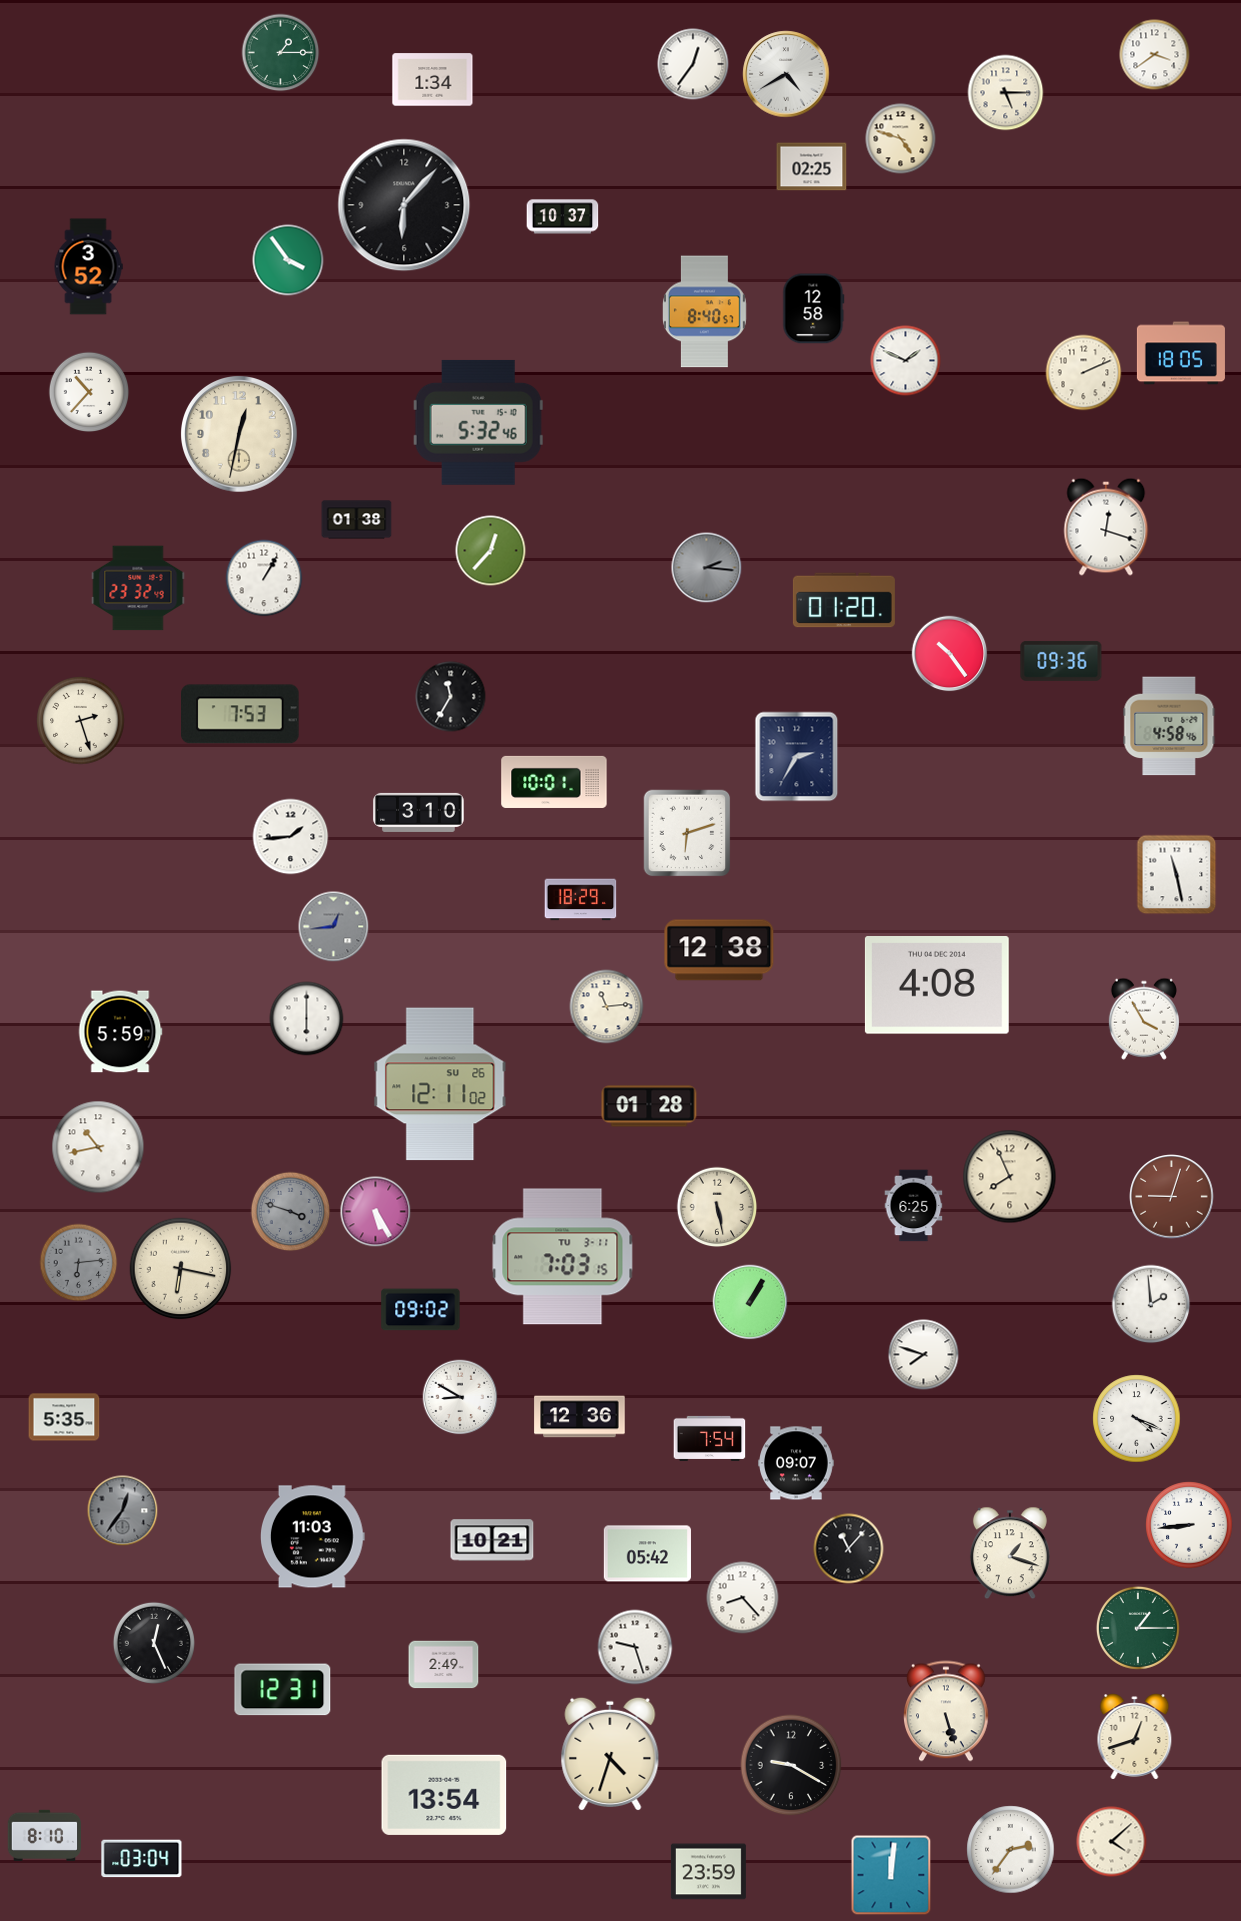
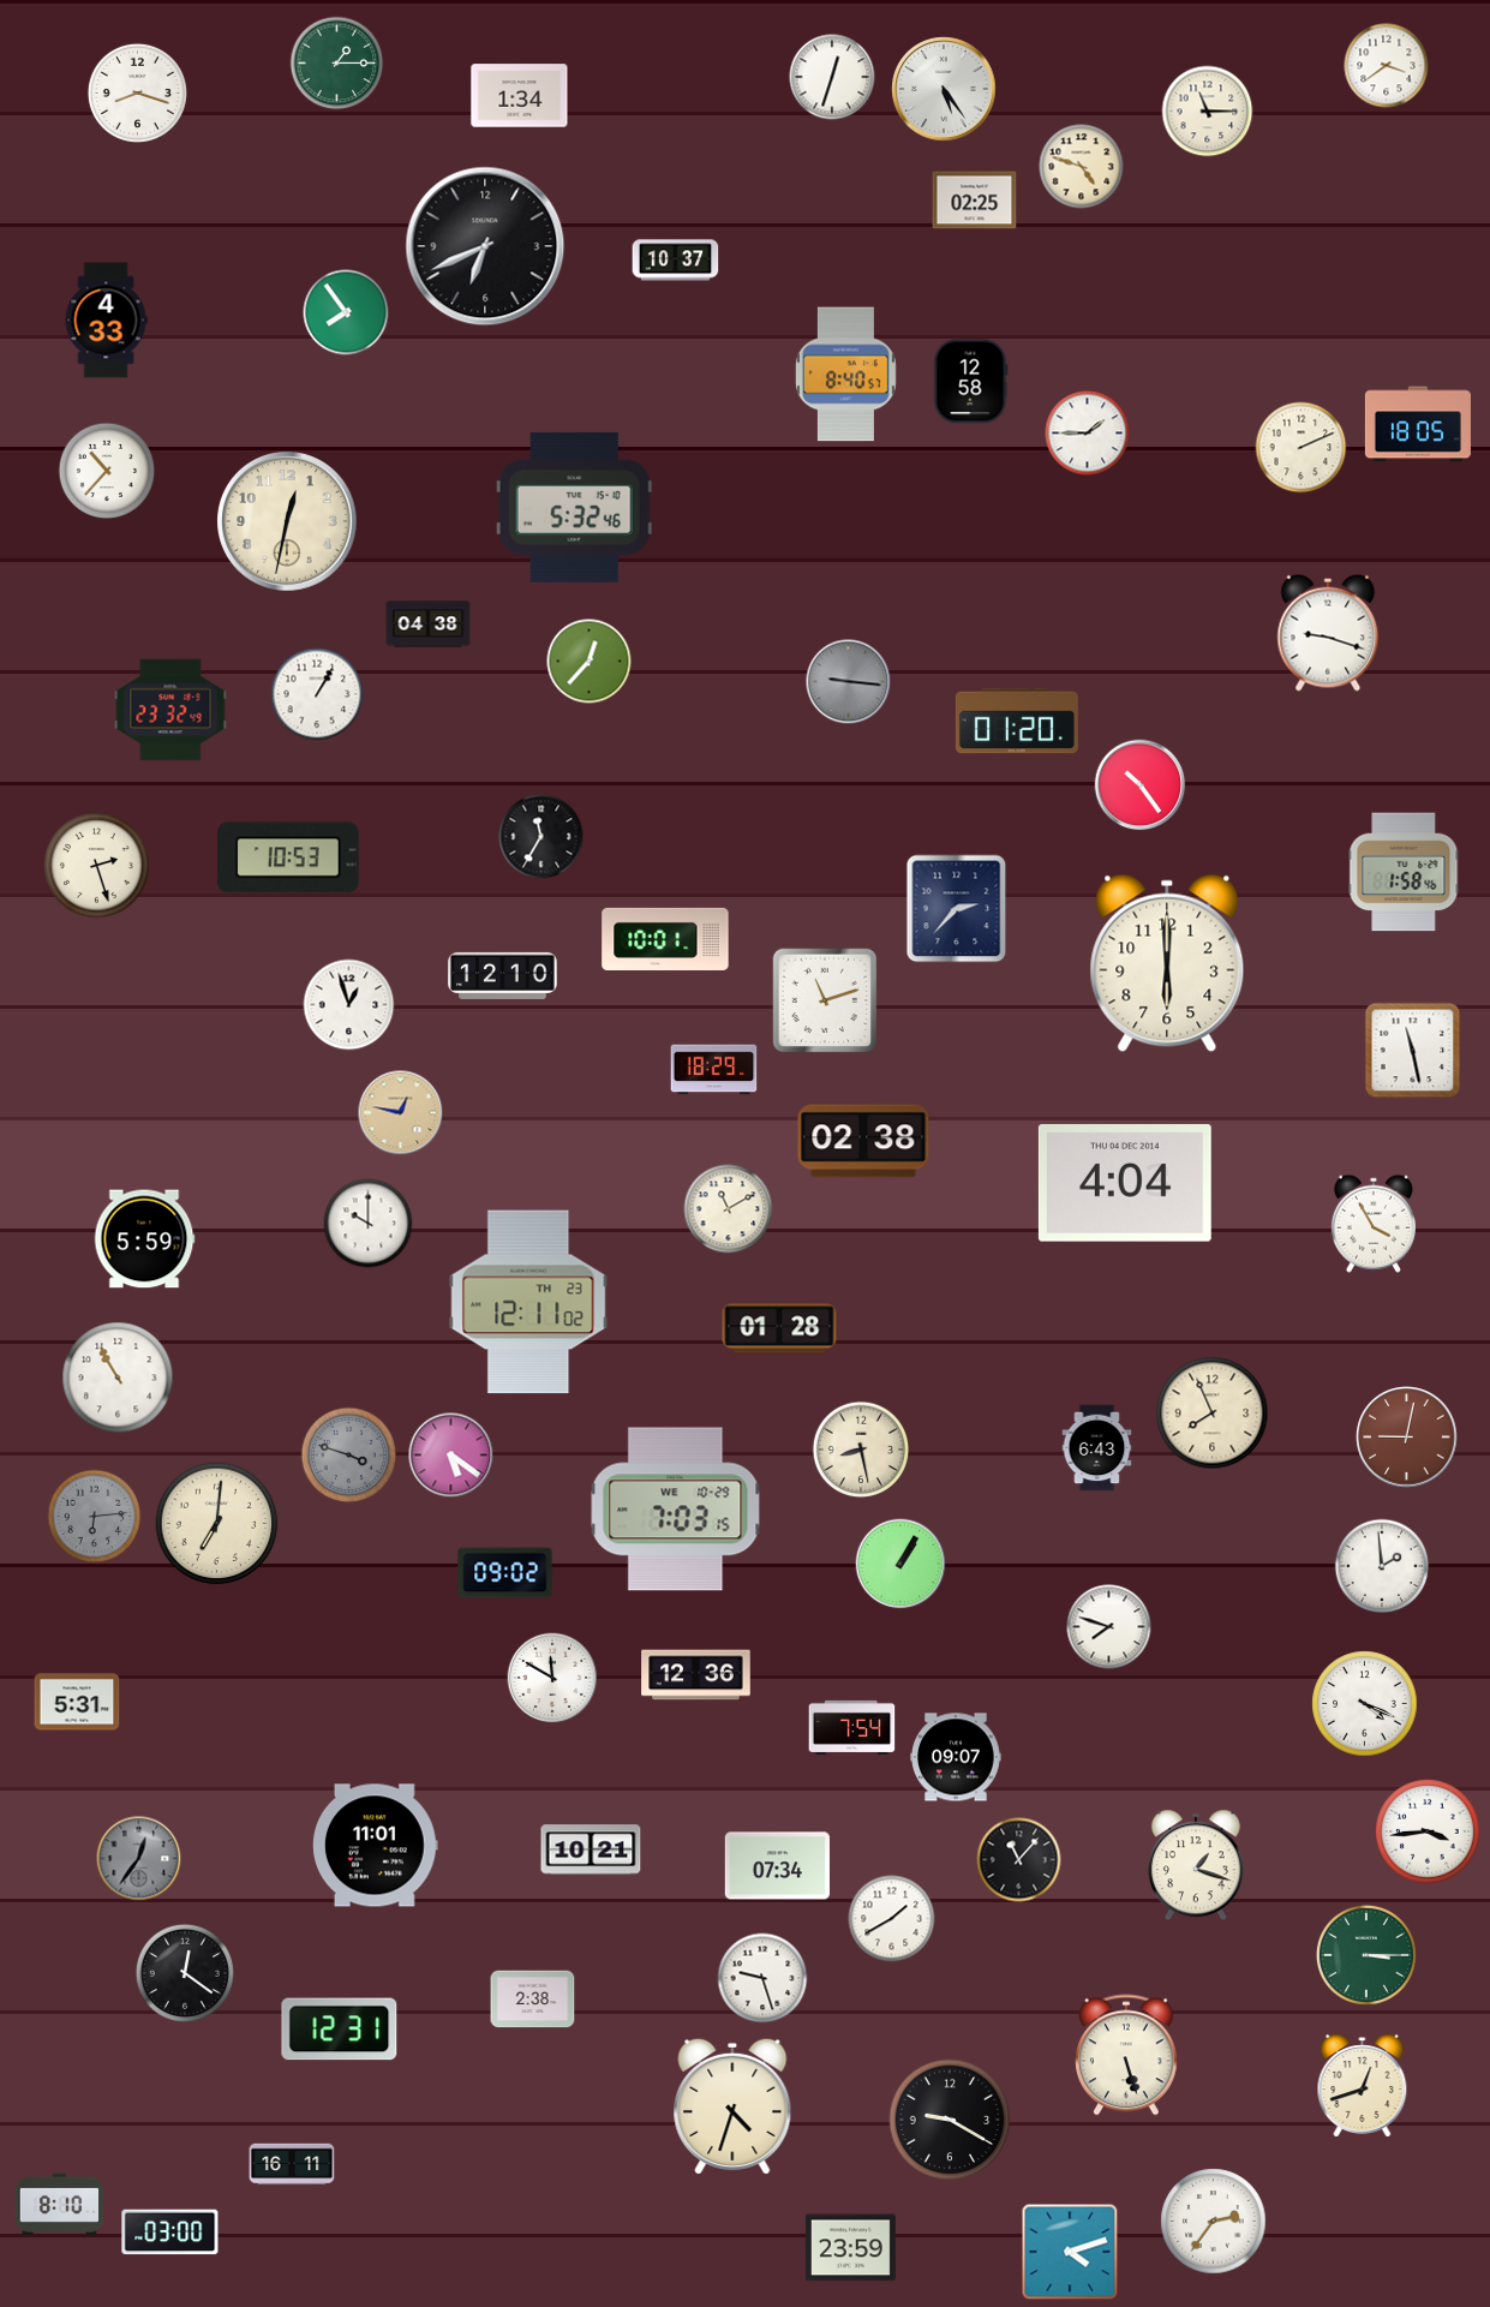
clock at (693, 64): 12:36 -> 12:33
clock at (786, 74): 4:40 -> 5:24
clock at (137, 92): none -> 8:18
clock at (1006, 93): 5:15 -> 11:15
clock at (404, 205): 6:07 -> 6:41
clock at (288, 260): 3:54 -> 7:54
clock at (88, 267): 3:52 -> 4:33
clock at (814, 309) position: (814, 309) -> (971, 382)
clock at (906, 361): 1:49 -> 1:45
clock at (357, 520): 01:38 -> 04:38
clock at (1106, 527): 12:18 -> 9:18
clock at (707, 568): 2:16 -> 9:16
clock at (138, 588) position: (138, 588) -> (170, 710)
clock at (844, 600) position: (844, 600) -> (1017, 721)
clock at (1061, 661): 09:36 -> none
clock at (241, 714): 7:53 -> 10:53
clock at (1169, 726): 4:58 -> 1:58
clock at (797, 757): 2:35 -> 2:37
clock at (1167, 963): none -> 6:00
clock at (419, 812): 3:10 -> 12:10
clock at (687, 833): 6:12 -> 11:12
clock at (291, 837): 1:44 -> 12:57
clock at (581, 900) position: (581, 900) -> (714, 1070)
clock at (334, 927): 12:44 -> 12:47
clock at (334, 927) dial: grey -> champagne
clock at (719, 950): 12:38 -> 02:38
clock at (937, 986): 4:08 -> 4:04
clock at (607, 1007): 11:14 -> 11:10
clock at (307, 1019): 6:00 -> 10:00
clock at (440, 1084) date: SU 26 -> TH 23
clock at (98, 1147): 10:43 -> 10:55
clock at (1172, 1197): 9:03 -> 9:02
clock at (914, 1206): 6:25 -> 6:43
clock at (717, 1207): 5:28 -> 8:28
clock at (376, 1212): 5:25 -> 5:21
clock at (563, 1257) date: TU 3-11 -> WE 10-29
clock at (181, 1269): 6:17 -> 7:01
clock at (460, 1397): 8:50 -> 11:50
clock at (64, 1417): 5:35 -> 5:31
clock at (580, 1417) position: (580, 1417) -> (696, 1675)
clock at (123, 1511) position: (123, 1511) -> (139, 1859)
clock at (1189, 1525): 8:44 -> 3:44
clock at (312, 1537): 11:03 -> 11:01
clock at (1010, 1553) position: (1010, 1553) -> (1196, 1865)
clock at (647, 1554): 05:42 -> 07:34
clock at (743, 1598): 8:23 -> 1:40
clock at (1138, 1628): 1:15 -> 3:15
clock at (154, 1643): 12:26 -> 12:21
clock at (444, 1665): 2:49 -> 2:38
clock at (947, 1711) position: (947, 1711) -> (1127, 2055)
clock at (444, 1795): 13:54 -> none
clock at (292, 2164): none -> 16:11
clock at (44, 1835) position: (44, 1835) -> (59, 2204)
clock at (1112, 1842): 4:08 -> none
clock at (142, 1859): 03:04 -> 03:00
clock at (891, 1875): 12:01 -> 4:12
